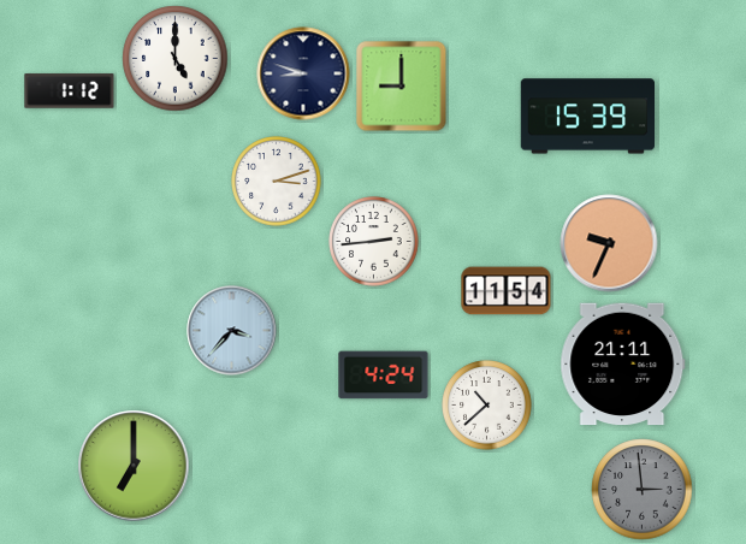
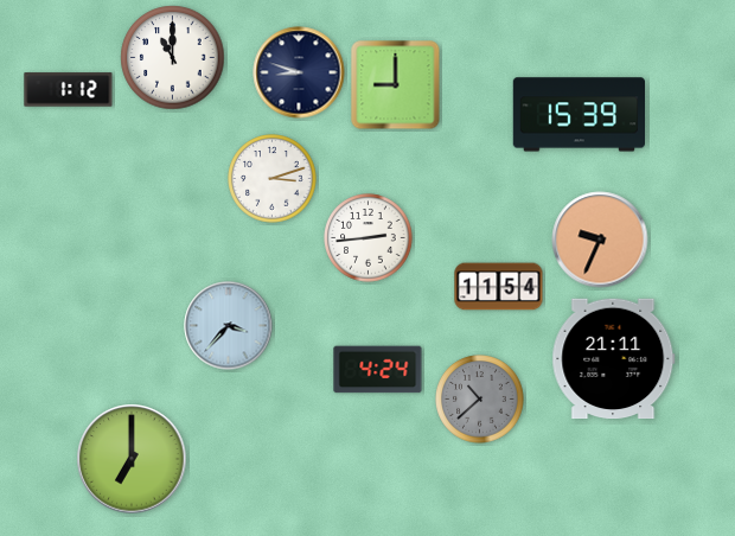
clock at (176, 59): 5:00 -> 11:00
clock at (487, 406) dial: white -> grey
clock at (643, 490): 2:59 -> none
